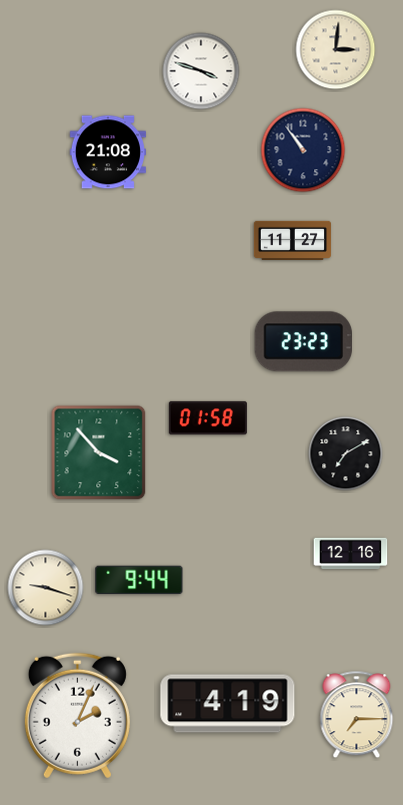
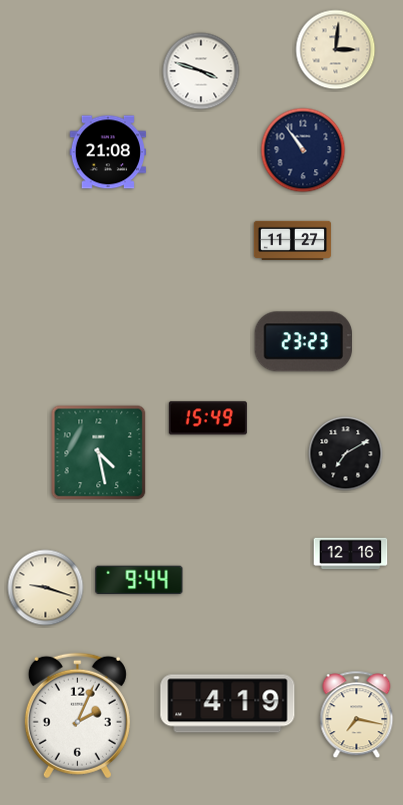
clock at (208, 418): 01:58 -> 15:49
clock at (99, 453): 3:53 -> 4:28
clock at (357, 715): 7:15 -> 7:17
